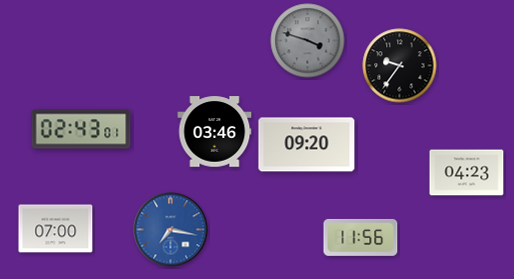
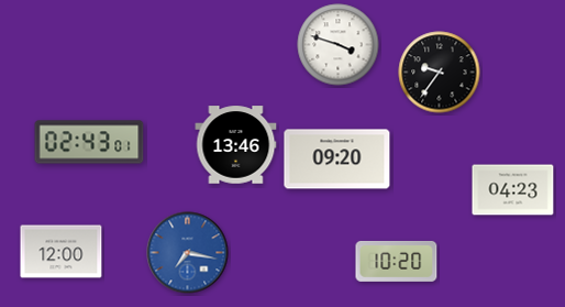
clock at (308, 41) dial: grey -> white
clock at (215, 132): 03:46 -> 13:46
clock at (56, 229): 07:00 -> 12:00
clock at (361, 237): 11:56 -> 10:20
